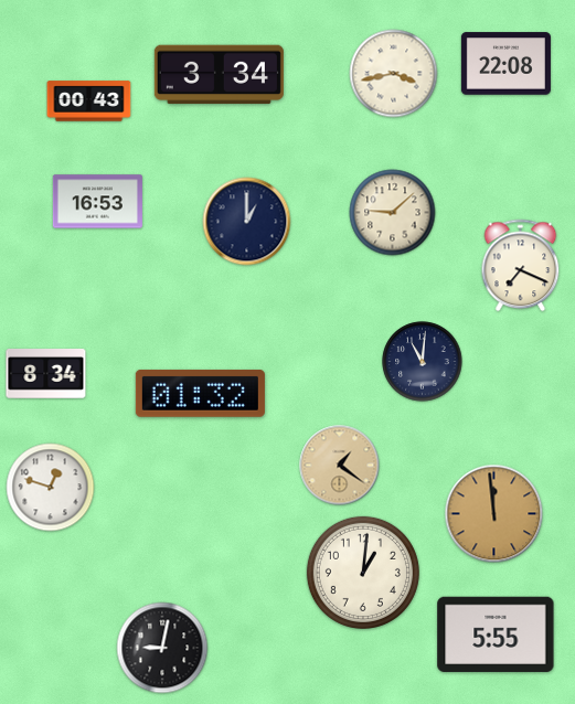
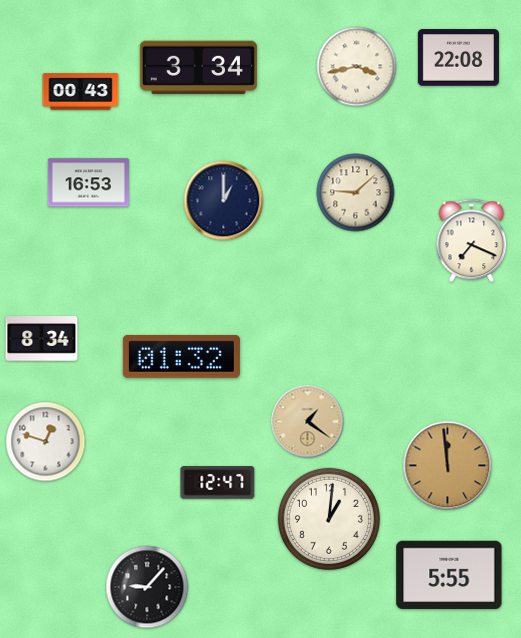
clock at (423, 362): 11:01 -> none
clock at (218, 483): none -> 12:47
clock at (162, 648): 9:02 -> 9:07
